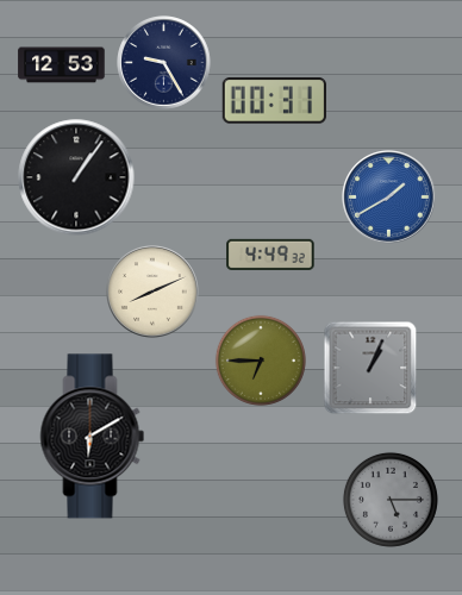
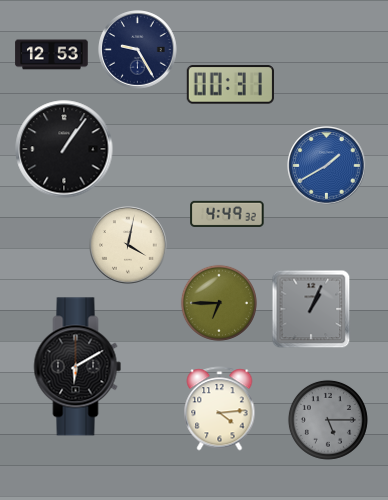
clock at (164, 63) position: (164, 63) -> (138, 50)
clock at (152, 292): 8:11 -> 4:02
clock at (220, 409): none -> 4:14
